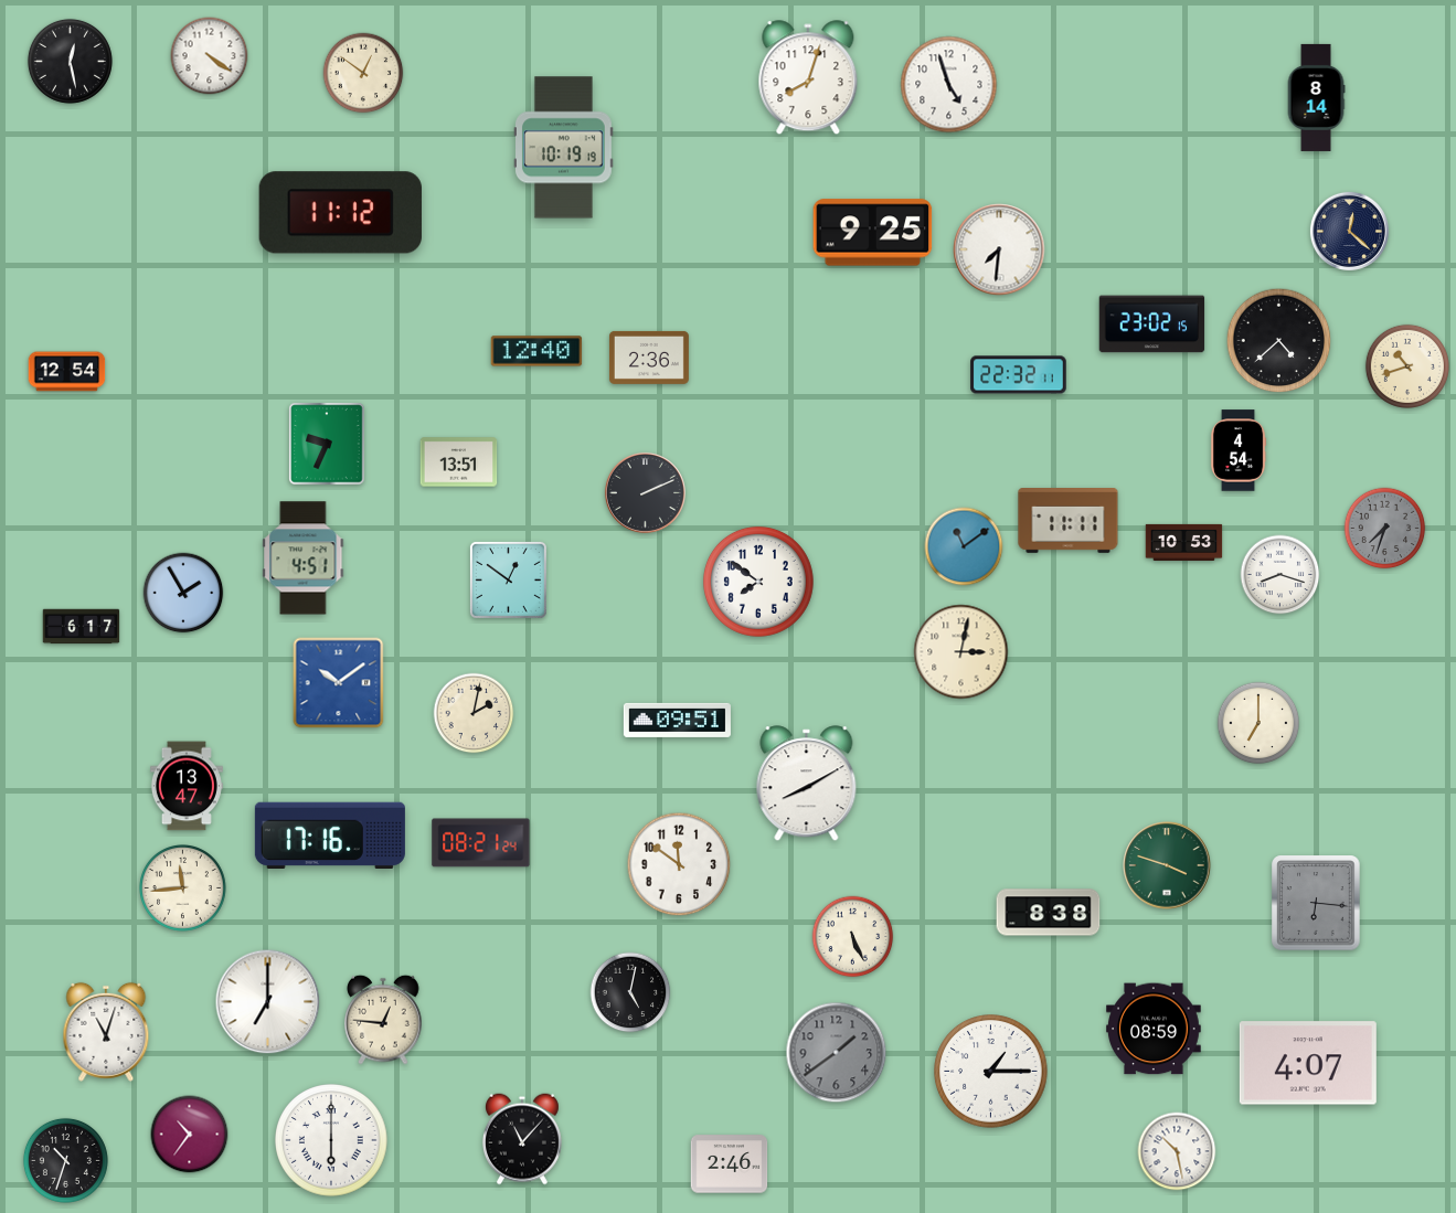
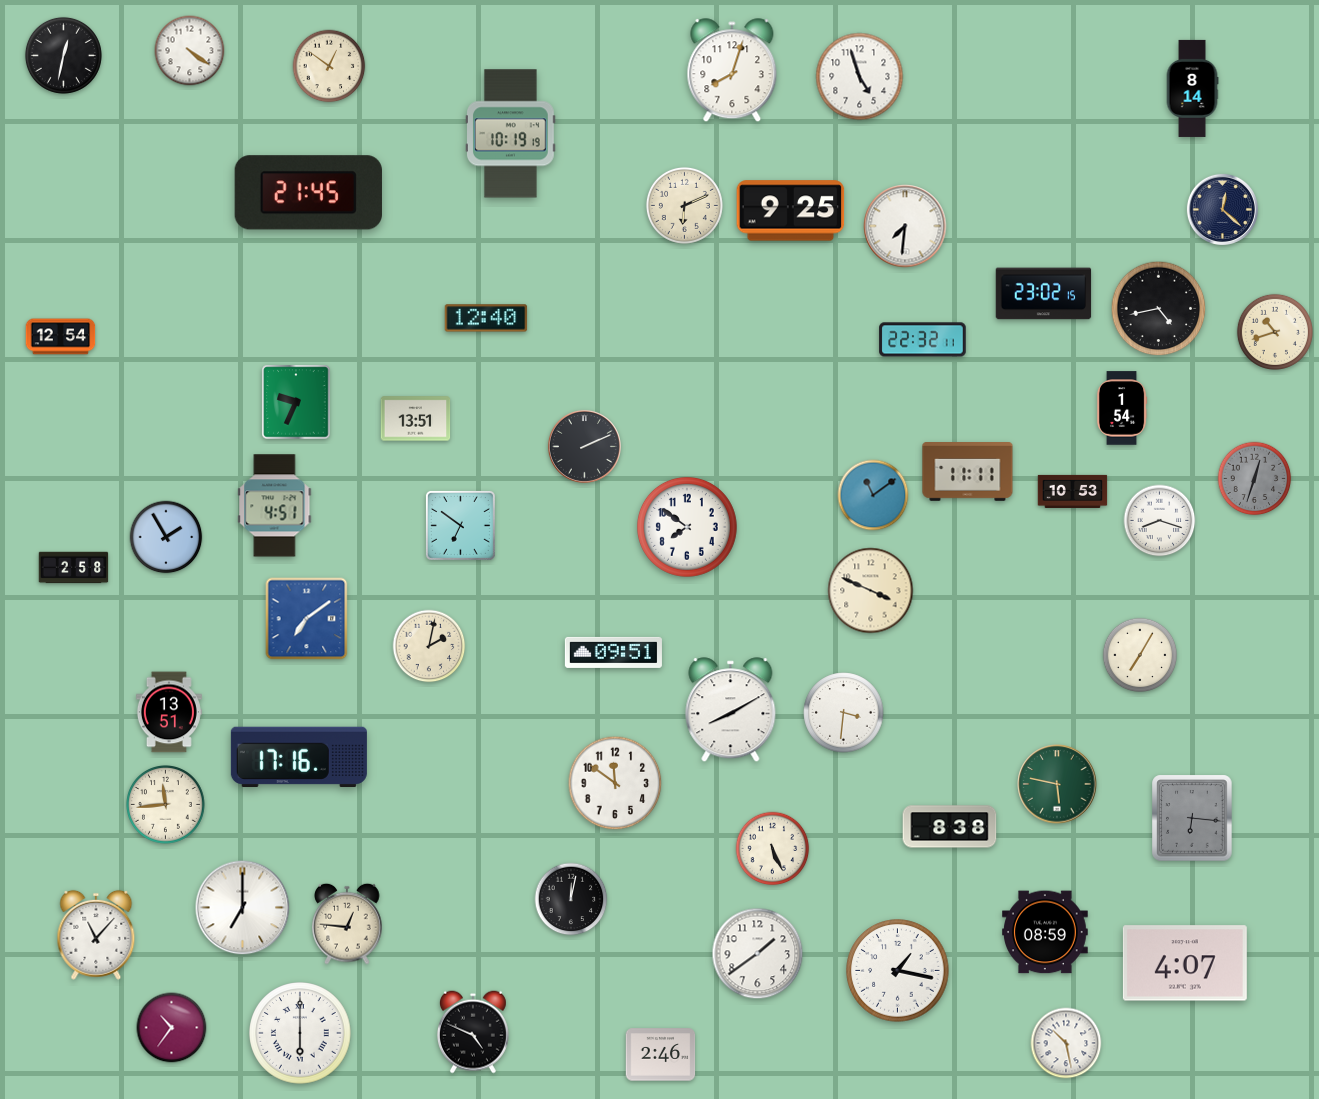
clock at (70, 61): 12:28 -> 12:32
clock at (340, 213): 11:12 -> 21:45
clock at (684, 205): none -> 6:11
clock at (1279, 341): 4:38 -> 4:43
clock at (649, 358): 2:36 -> none
clock at (1239, 450): 4:54 -> 1:54
clock at (1385, 529): 7:33 -> 12:33
clock at (508, 579): 12:51 -> 6:51
clock at (82, 627): 6:17 -> 2:58
clock at (961, 652): 3:02 -> 3:49
clock at (339, 683): 10:09 -> 7:09
clock at (1258, 723): 7:00 -> 7:05
clock at (187, 786): 13:47 -> 13:51
clock at (844, 713): none -> 3:31
clock at (481, 843): 08:21 -> none
clock at (1167, 865): 3:48 -> 5:47
clock at (630, 992): 5:02 -> 12:02
clock at (106, 1032): 11:03 -> 11:07
clock at (837, 1053) dial: grey -> white
clock at (991, 1072): 1:15 -> 1:17
clock at (522, 1139): 11:07 -> 4:49
clock at (65, 1160): 10:33 -> none
